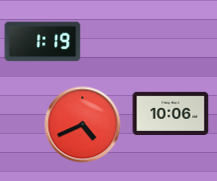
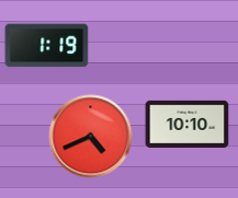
clock at (171, 113): 10:06 -> 10:10
